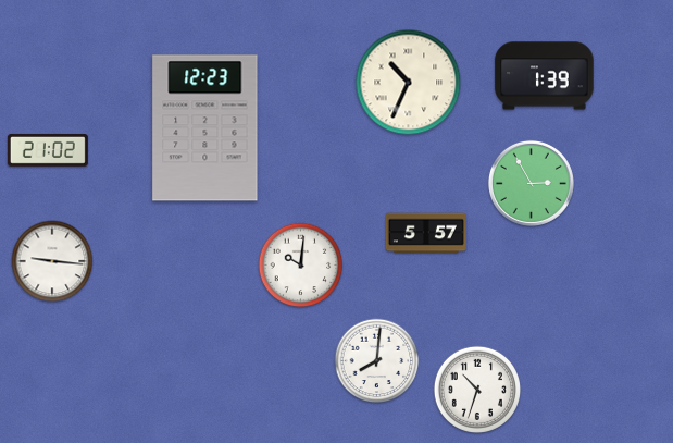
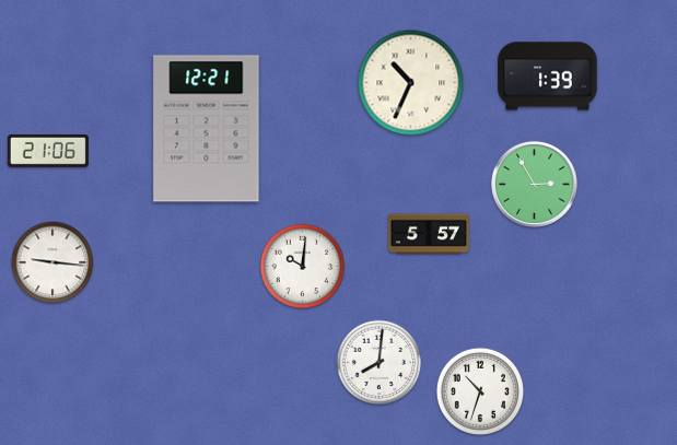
clock at (205, 128): 12:23 -> 12:21
clock at (48, 150): 21:02 -> 21:06
